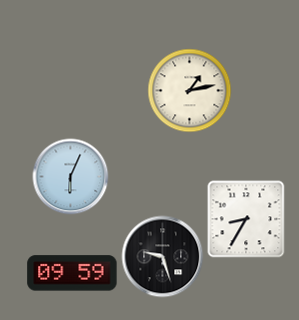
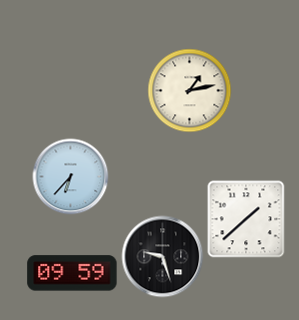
clock at (71, 177): 6:04 -> 6:37
clock at (246, 219): 8:35 -> 1:38
